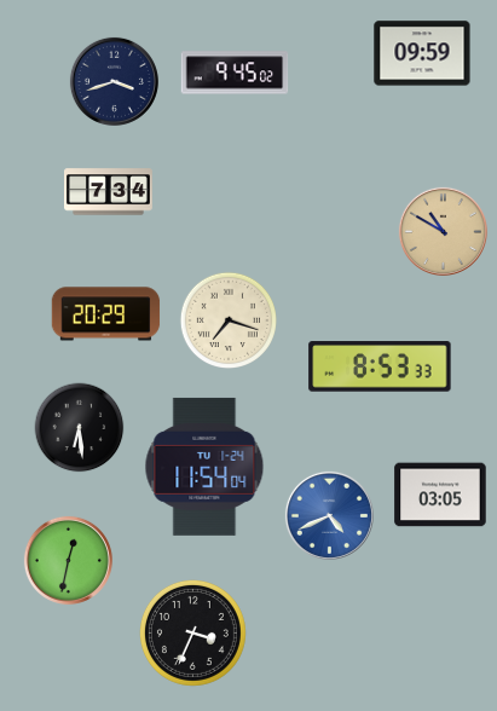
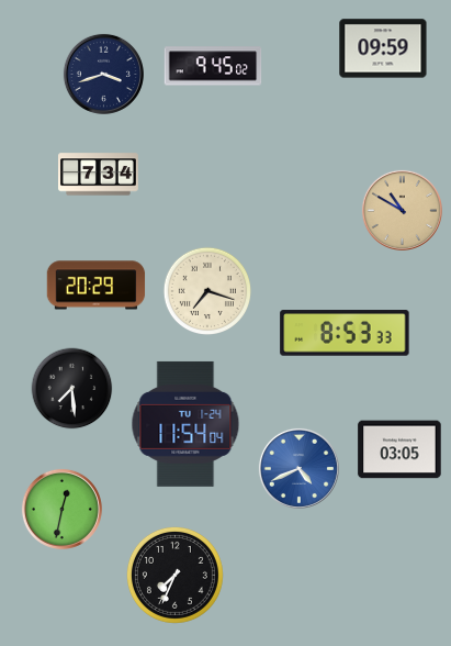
clock at (80, 428): 6:29 -> 7:29
clock at (192, 632): 3:34 -> 7:34
